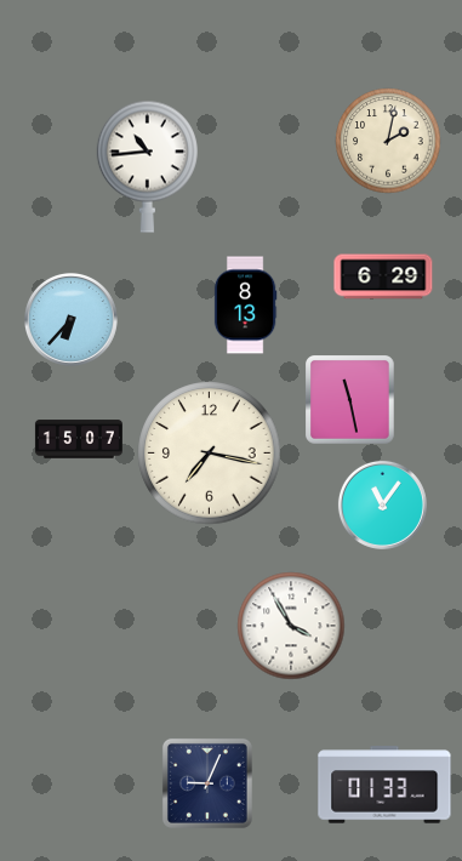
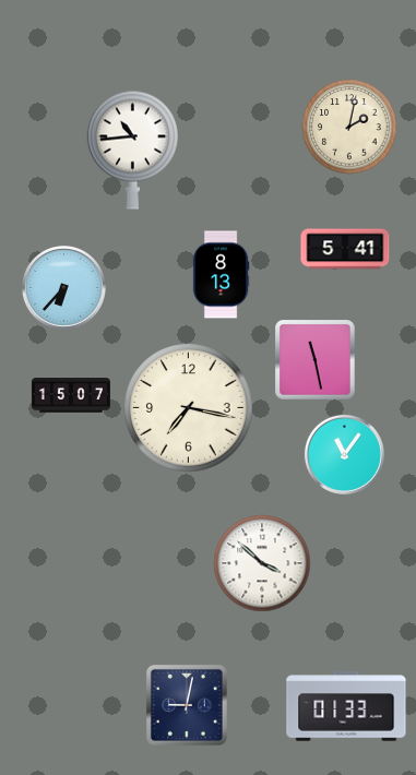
clock at (383, 276): 6:29 -> 5:41
clock at (291, 626): 3:55 -> 3:52
clock at (207, 783): 9:04 -> 9:02
